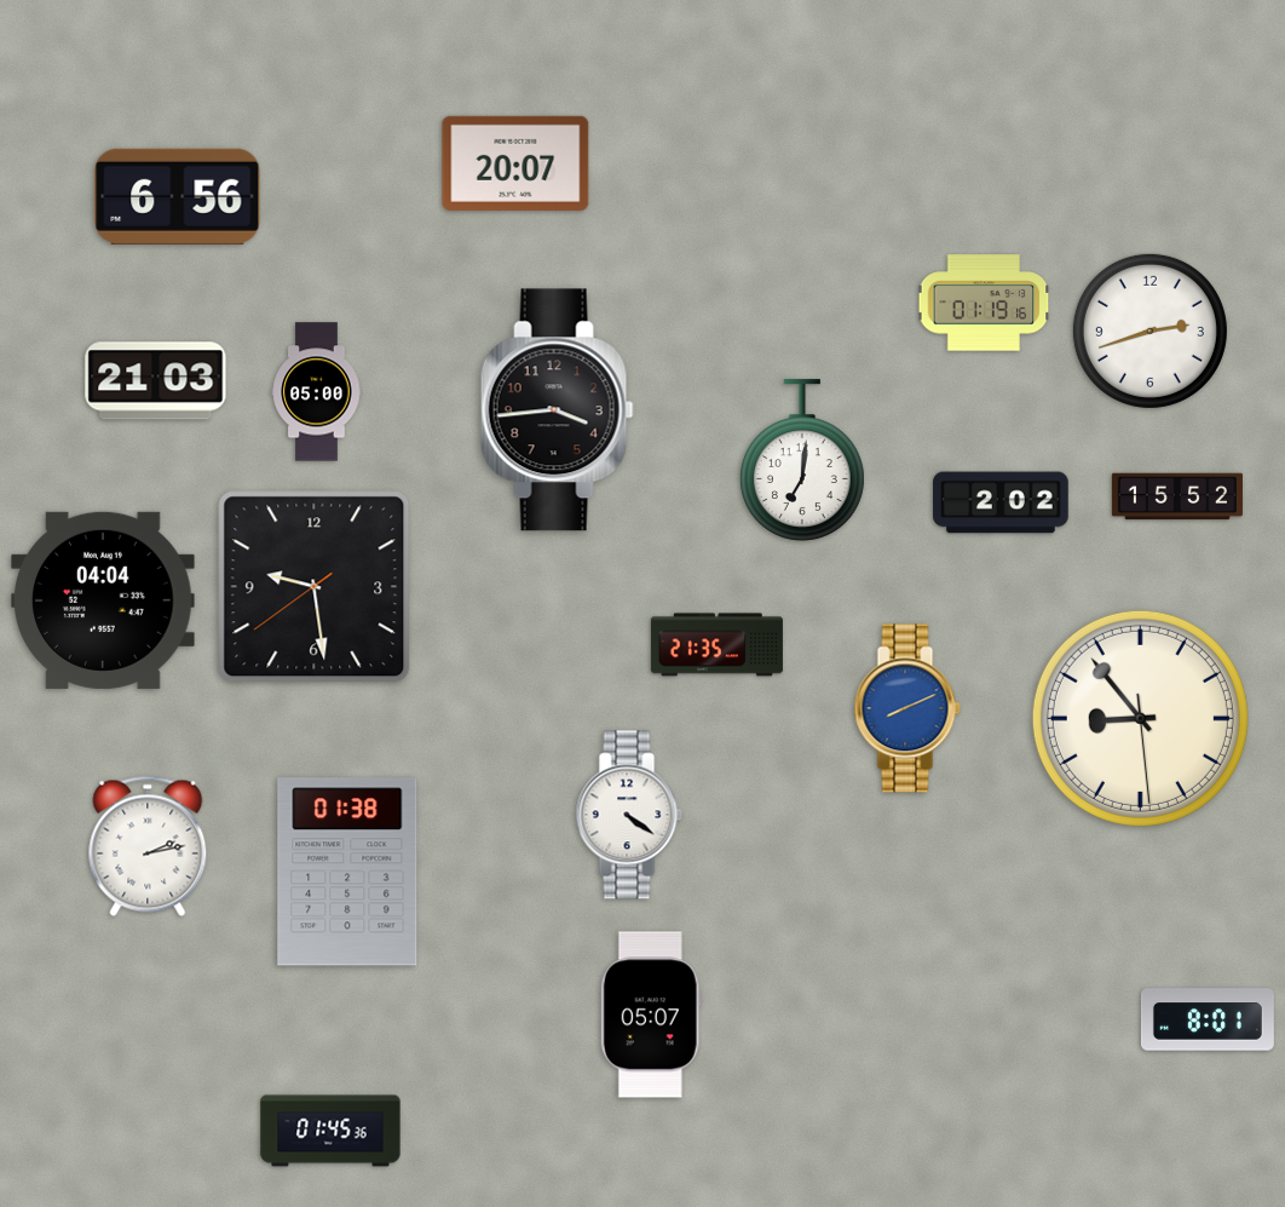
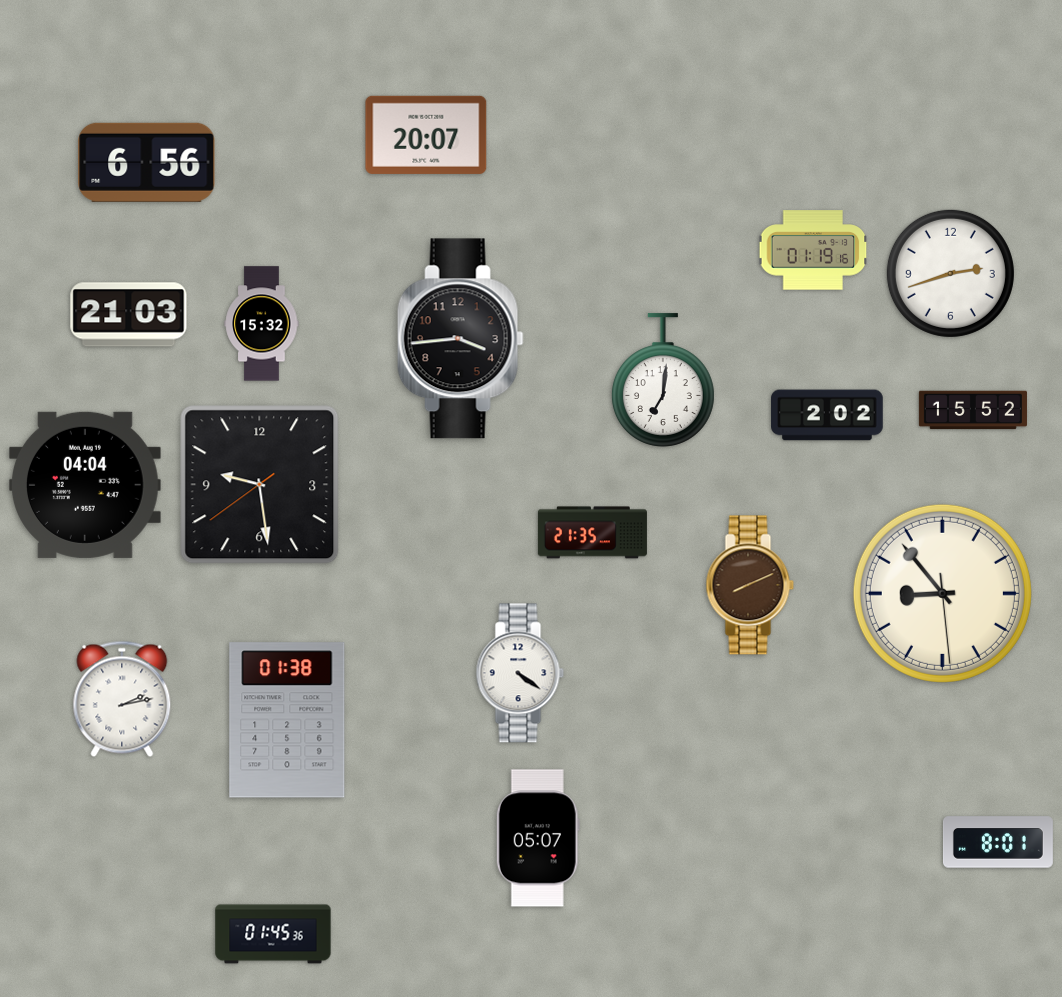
clock at (317, 392): 05:00 -> 15:32
clock at (104, 600) position: (104, 600) -> (86, 485)
clock at (907, 708) dial: blue -> brown
